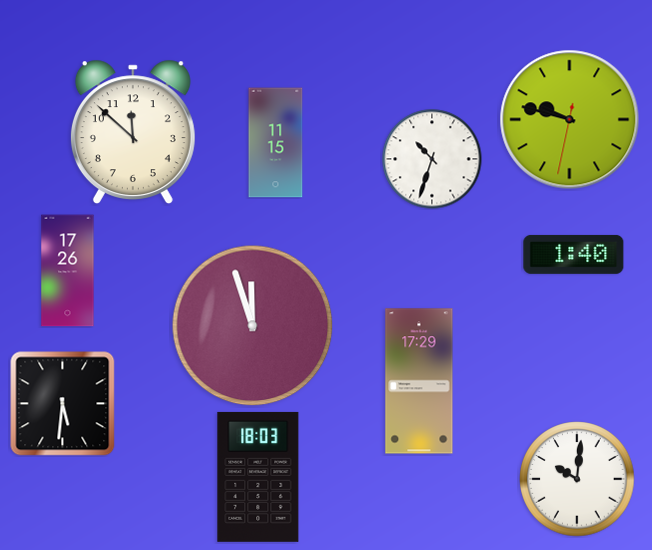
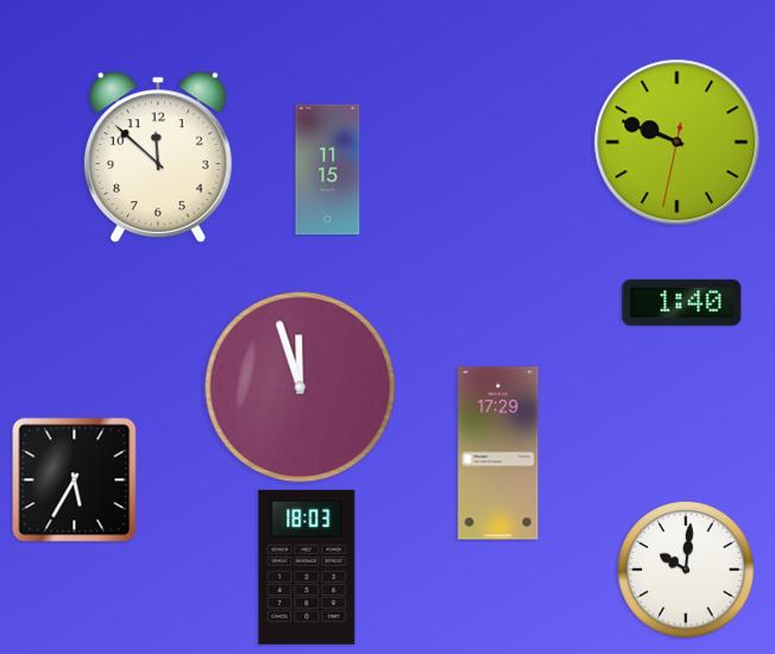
clock at (570, 120): 9:47 -> 9:48
clock at (432, 159): 10:33 -> none
clock at (68, 271): 17:26 -> none
clock at (62, 403): 5:31 -> 5:35
